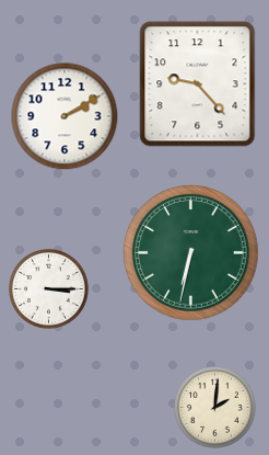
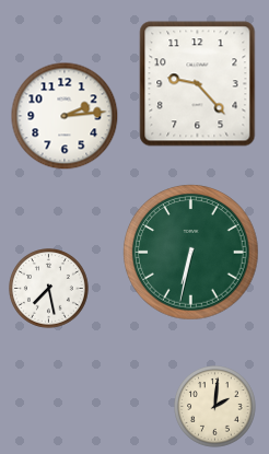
clock at (65, 116): 2:10 -> 2:14
clock at (49, 289): 3:15 -> 7:28
